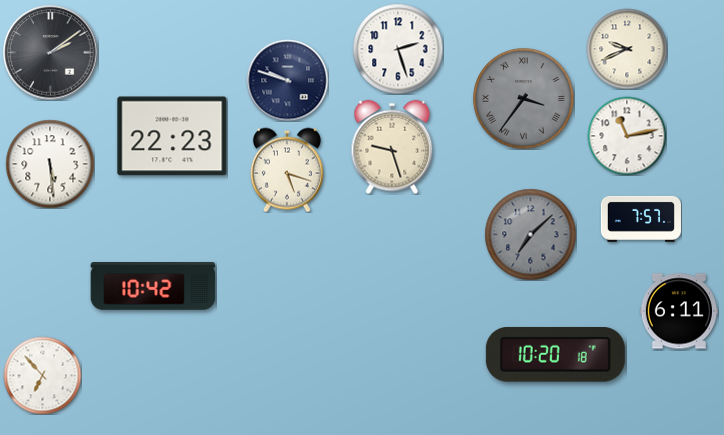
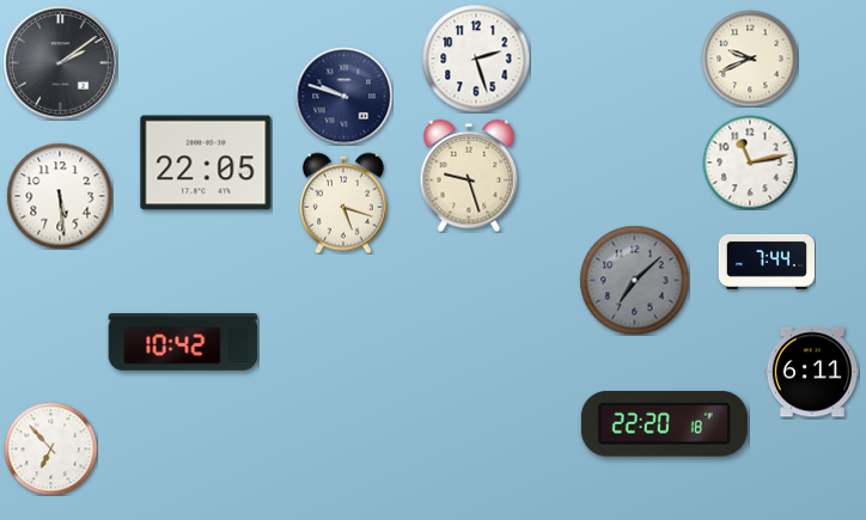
clock at (524, 99): 3:36 -> none
clock at (172, 136): 22:23 -> 22:05
clock at (641, 219): 7:57 -> 7:44
clock at (555, 355): 10:20 -> 22:20
